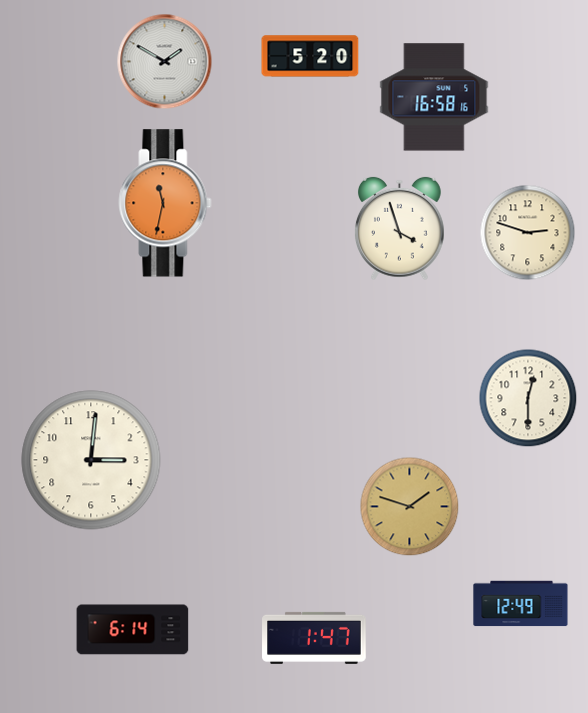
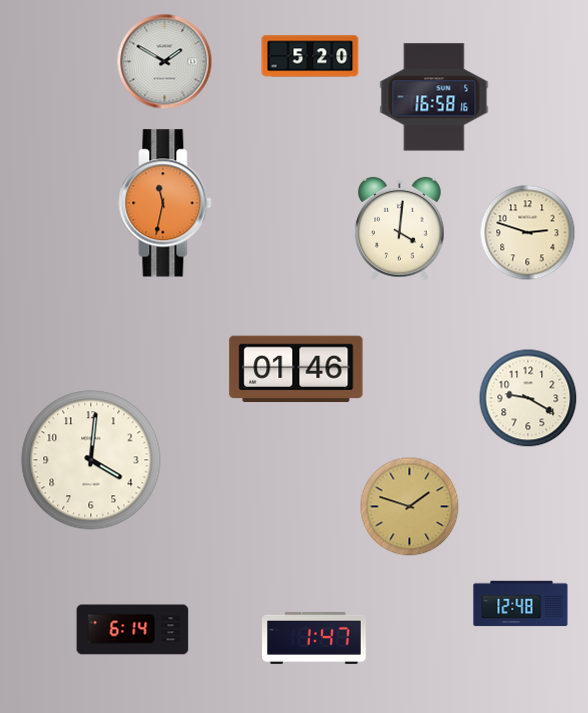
clock at (399, 229): 3:57 -> 4:01
clock at (296, 369): none -> 01:46
clock at (528, 398): 12:30 -> 9:20
clock at (91, 460): 3:01 -> 4:01
clock at (521, 604): 12:49 -> 12:48
